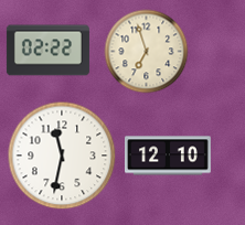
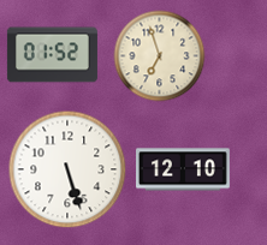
clock at (47, 51): 02:22 -> 01:52
clock at (62, 156): 11:32 -> 5:27
